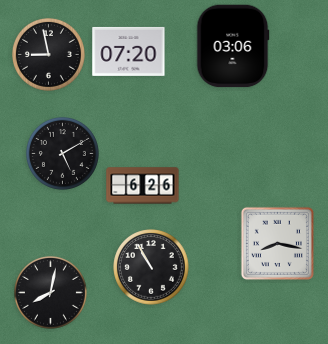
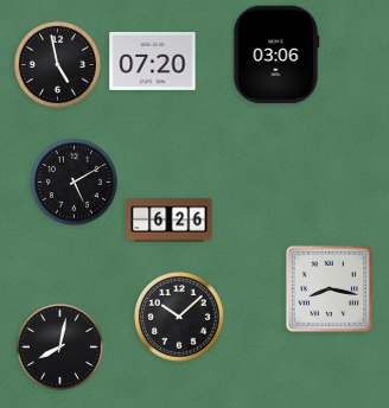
clock at (48, 54): 8:58 -> 4:58
clock at (151, 267): 10:55 -> 10:08
